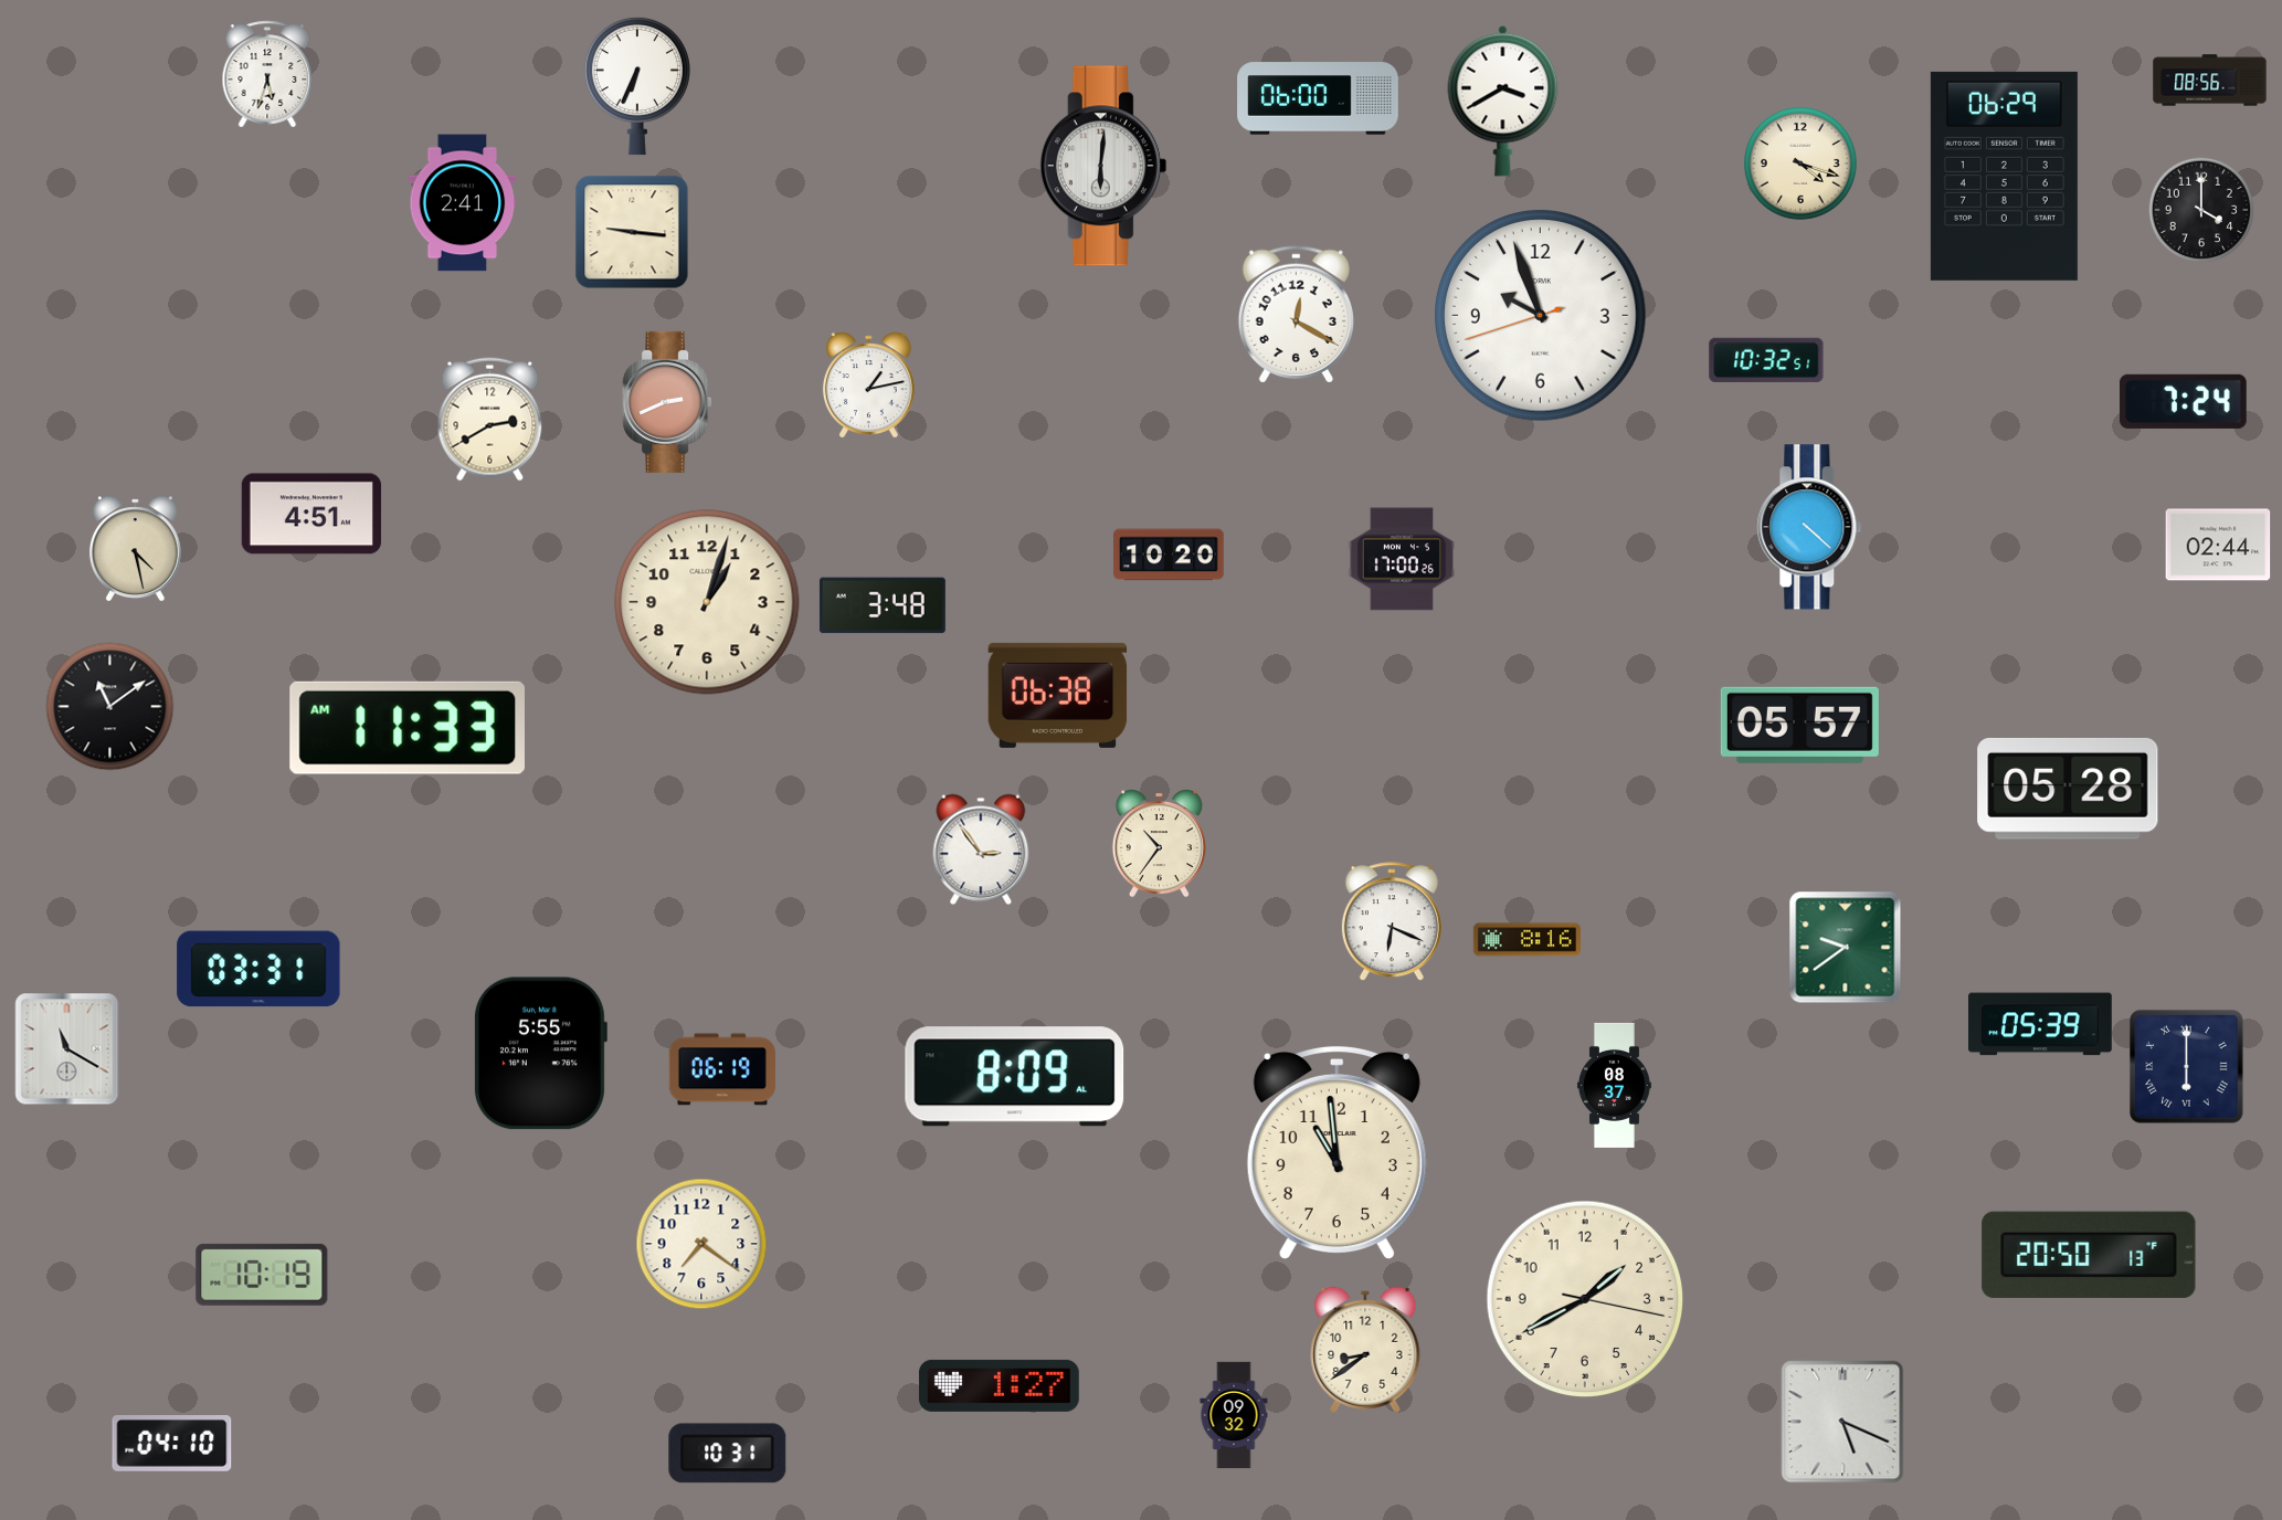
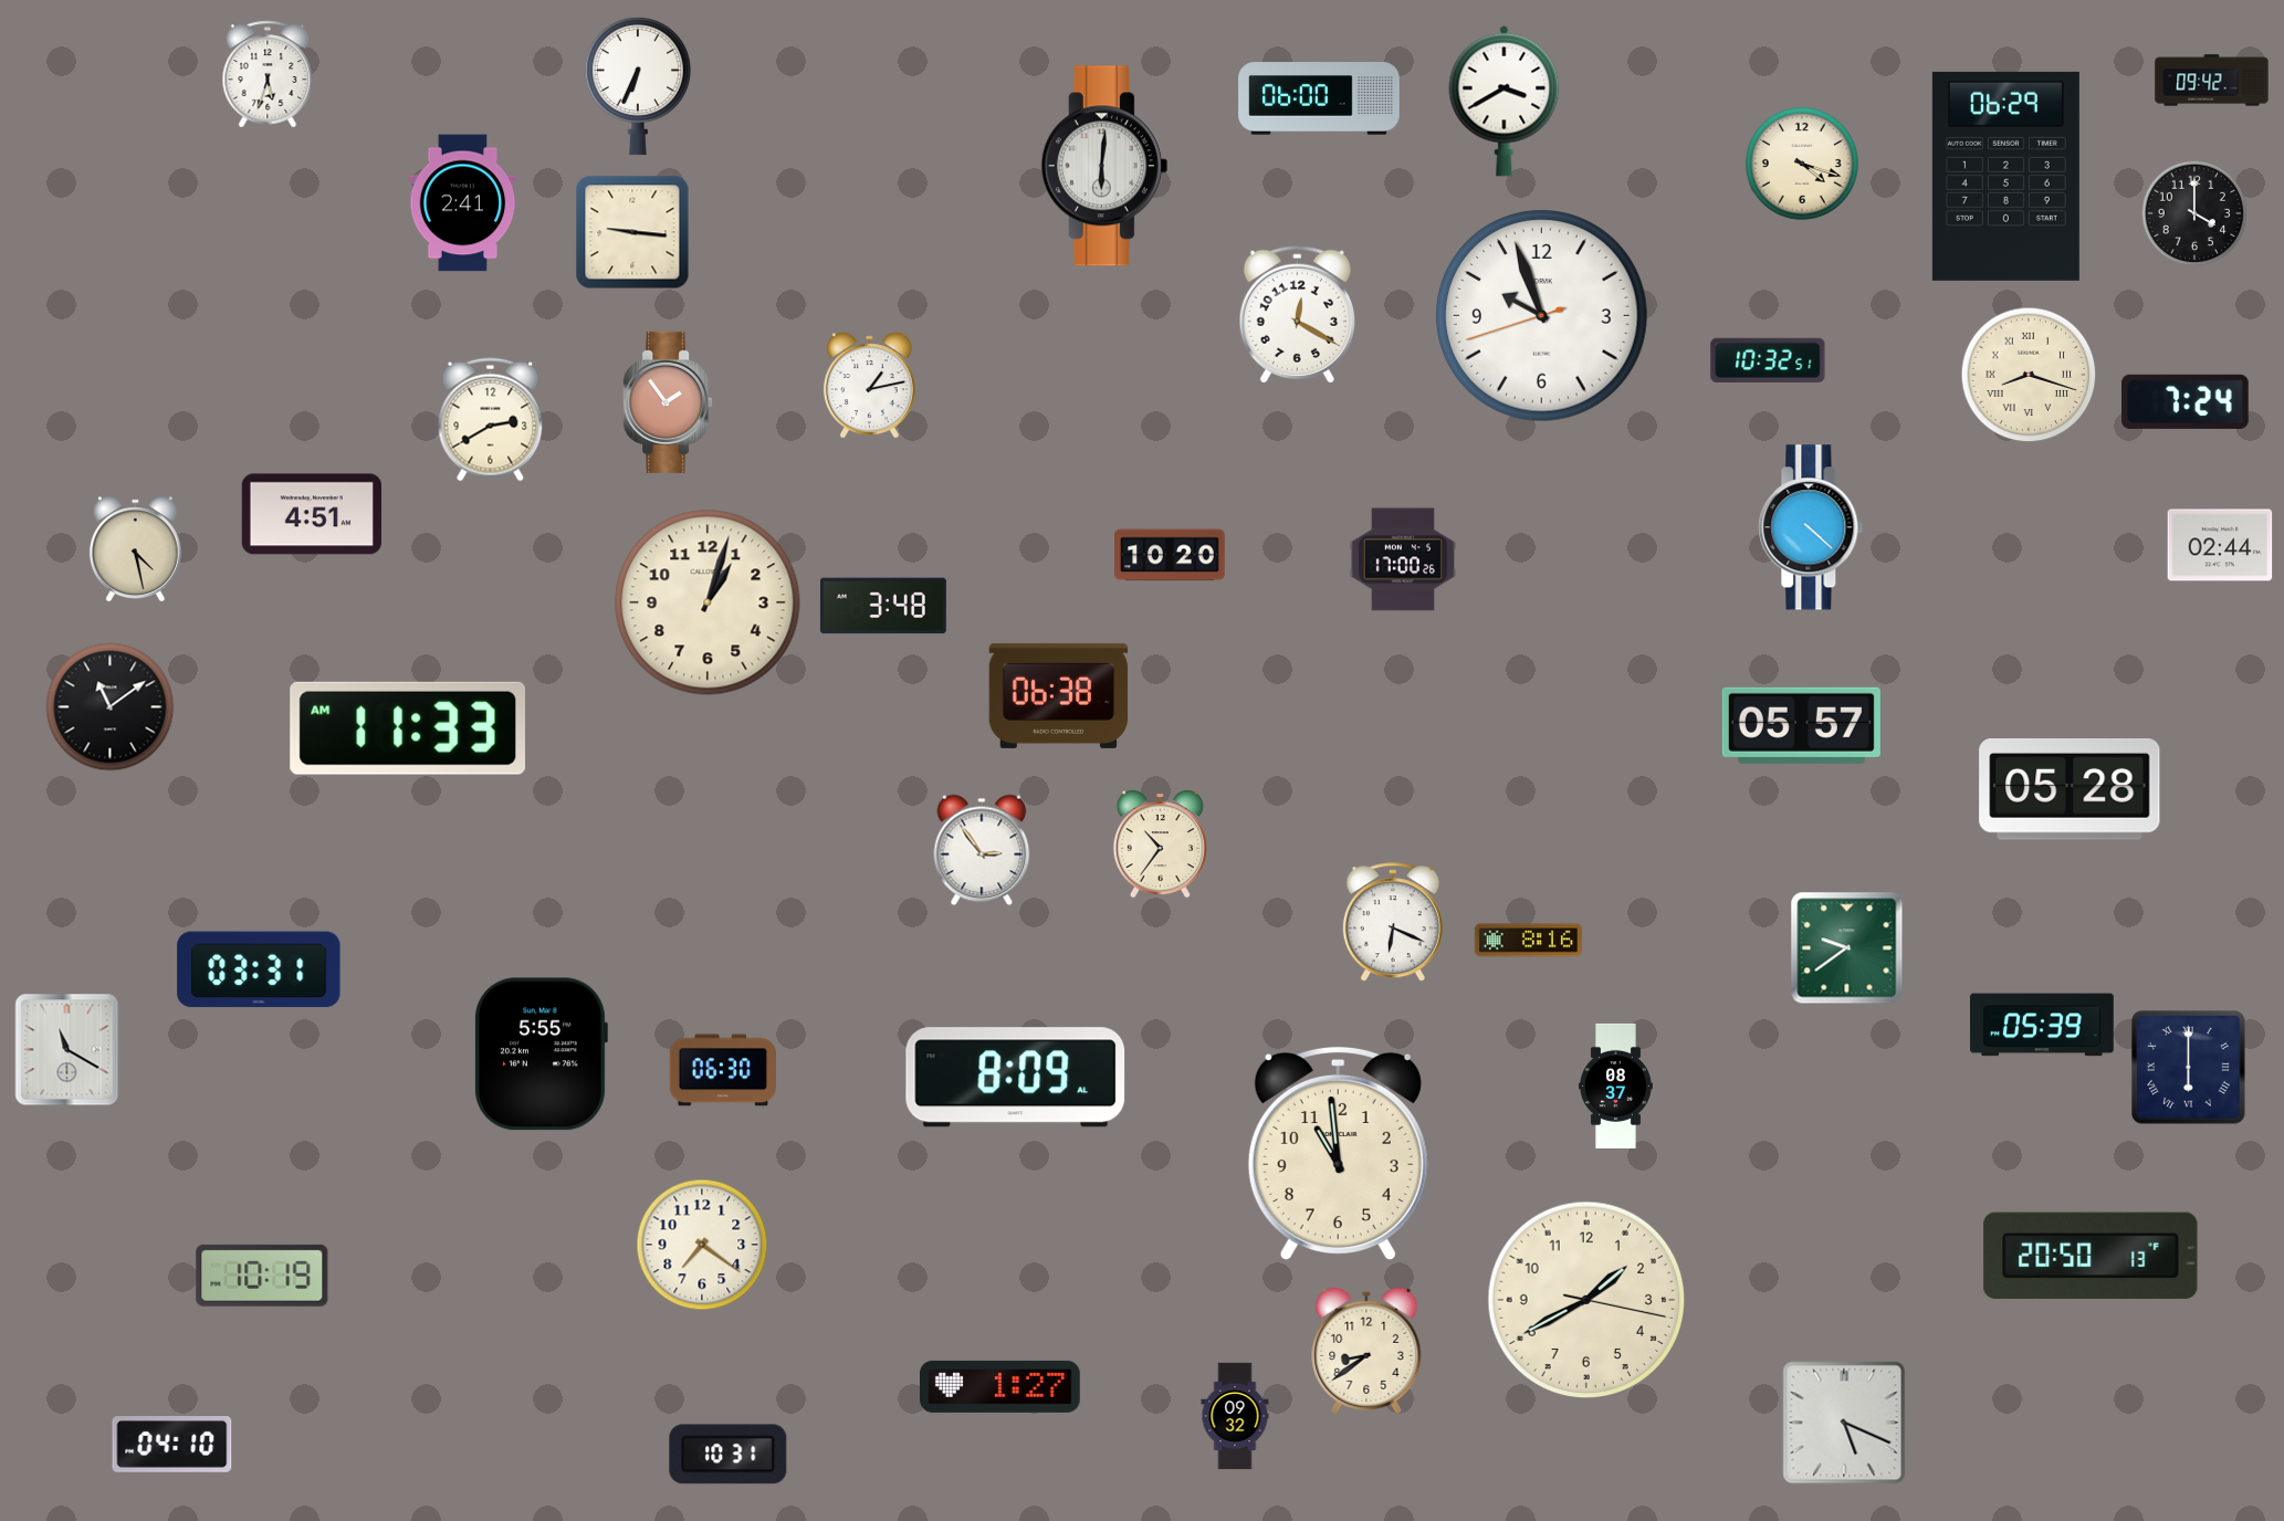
clock at (2210, 81): 08:56 -> 09:42
clock at (2201, 210) position: (2201, 210) -> (2194, 213)
clock at (2029, 375): none -> 8:18
clock at (667, 402): 2:41 -> 1:54
clock at (721, 1069): 06:19 -> 06:30
